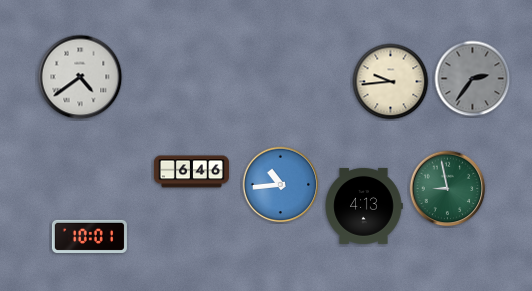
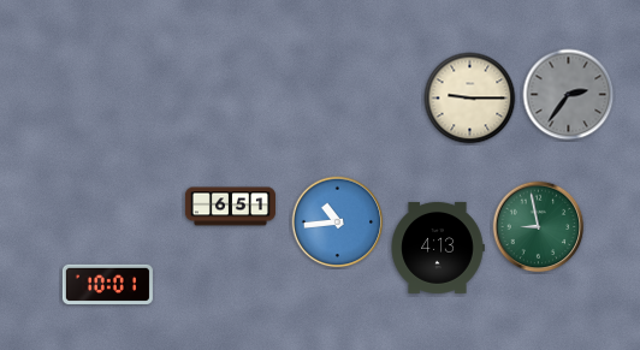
clock at (80, 77): 4:39 -> none
clock at (391, 82): 9:44 -> 9:15
clock at (191, 172): 6:46 -> 6:51
